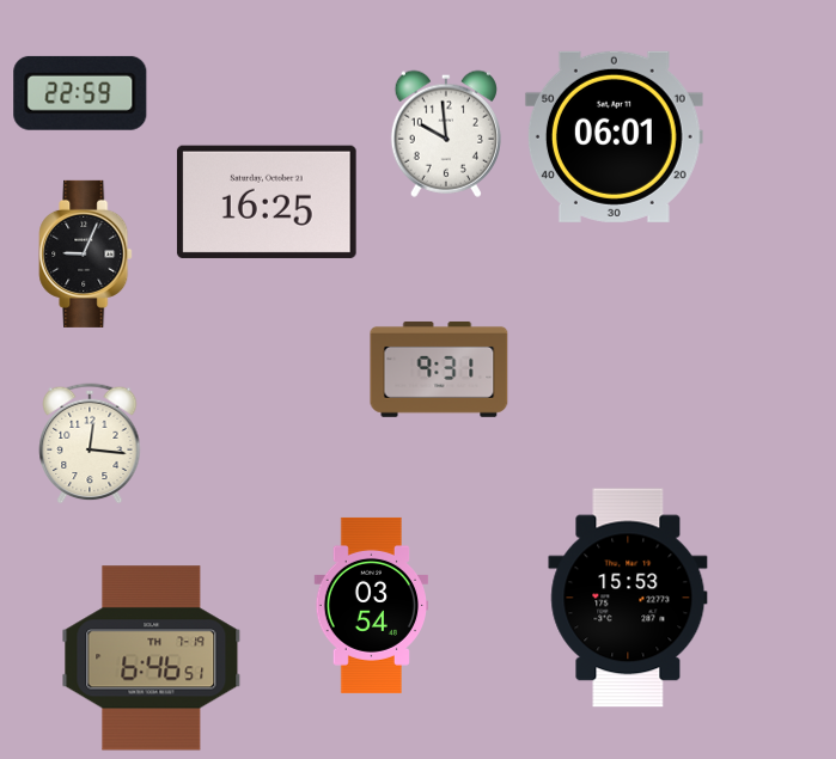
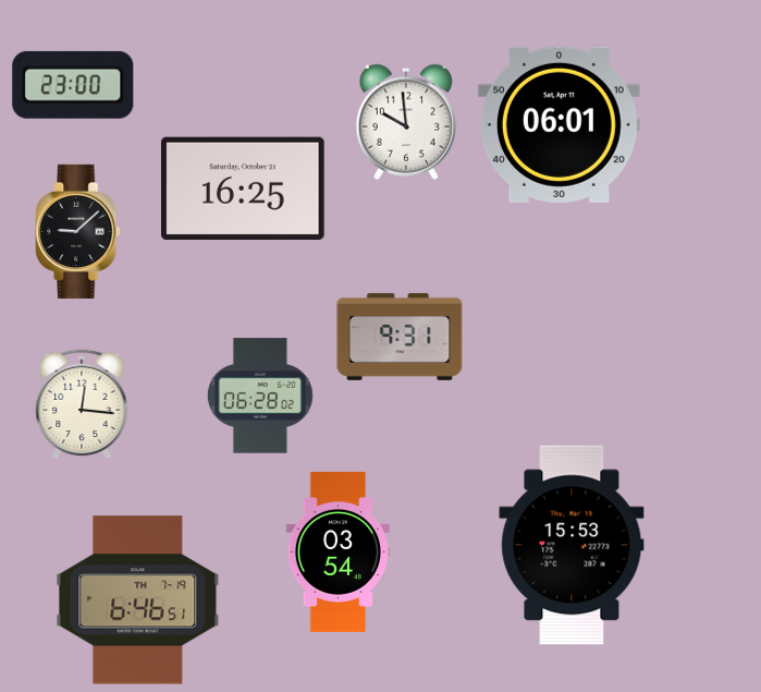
clock at (80, 93): 22:59 -> 23:00
clock at (267, 202) position: (267, 202) -> (243, 189)
clock at (86, 253): 9:04 -> 9:08
clock at (260, 396): none -> 06:28
